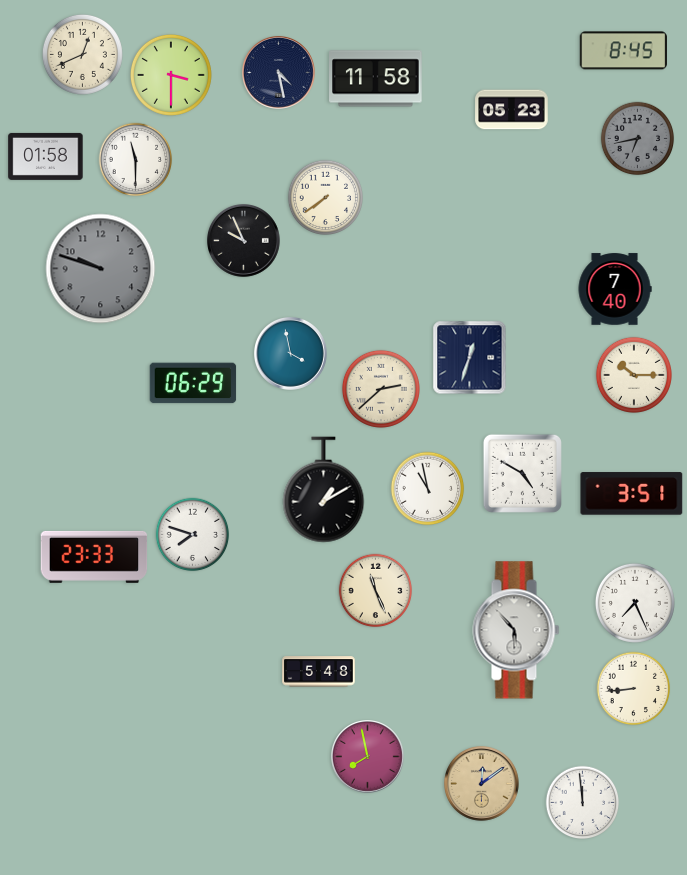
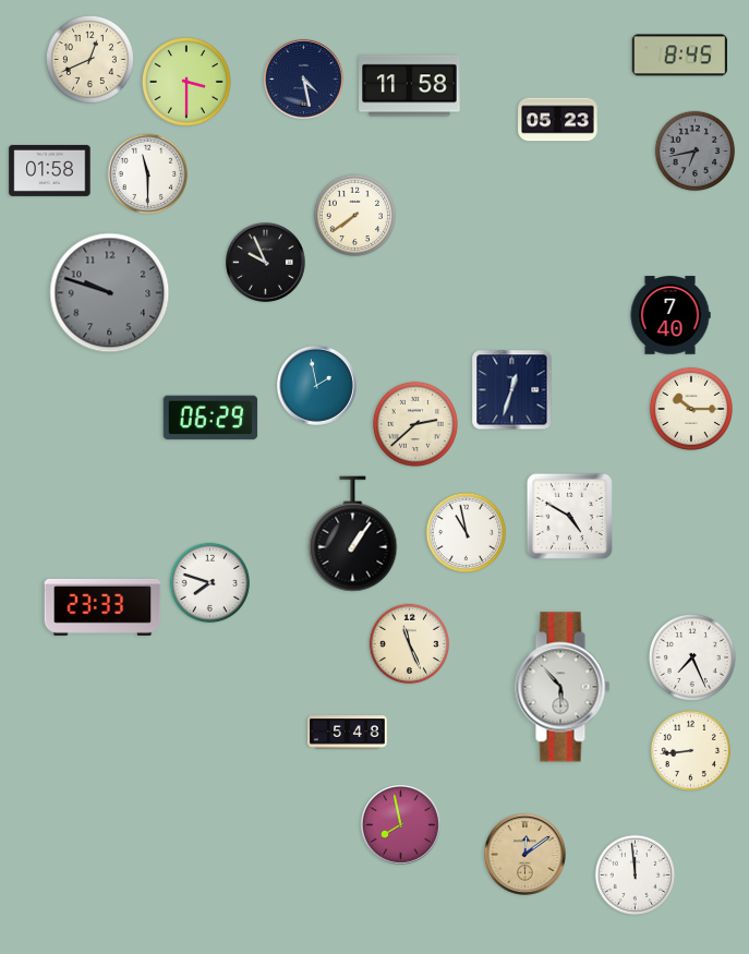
clock at (291, 354): 3:58 -> 1:58
clock at (324, 490): 1:10 -> 1:06
clock at (632, 494): 3:51 -> none
